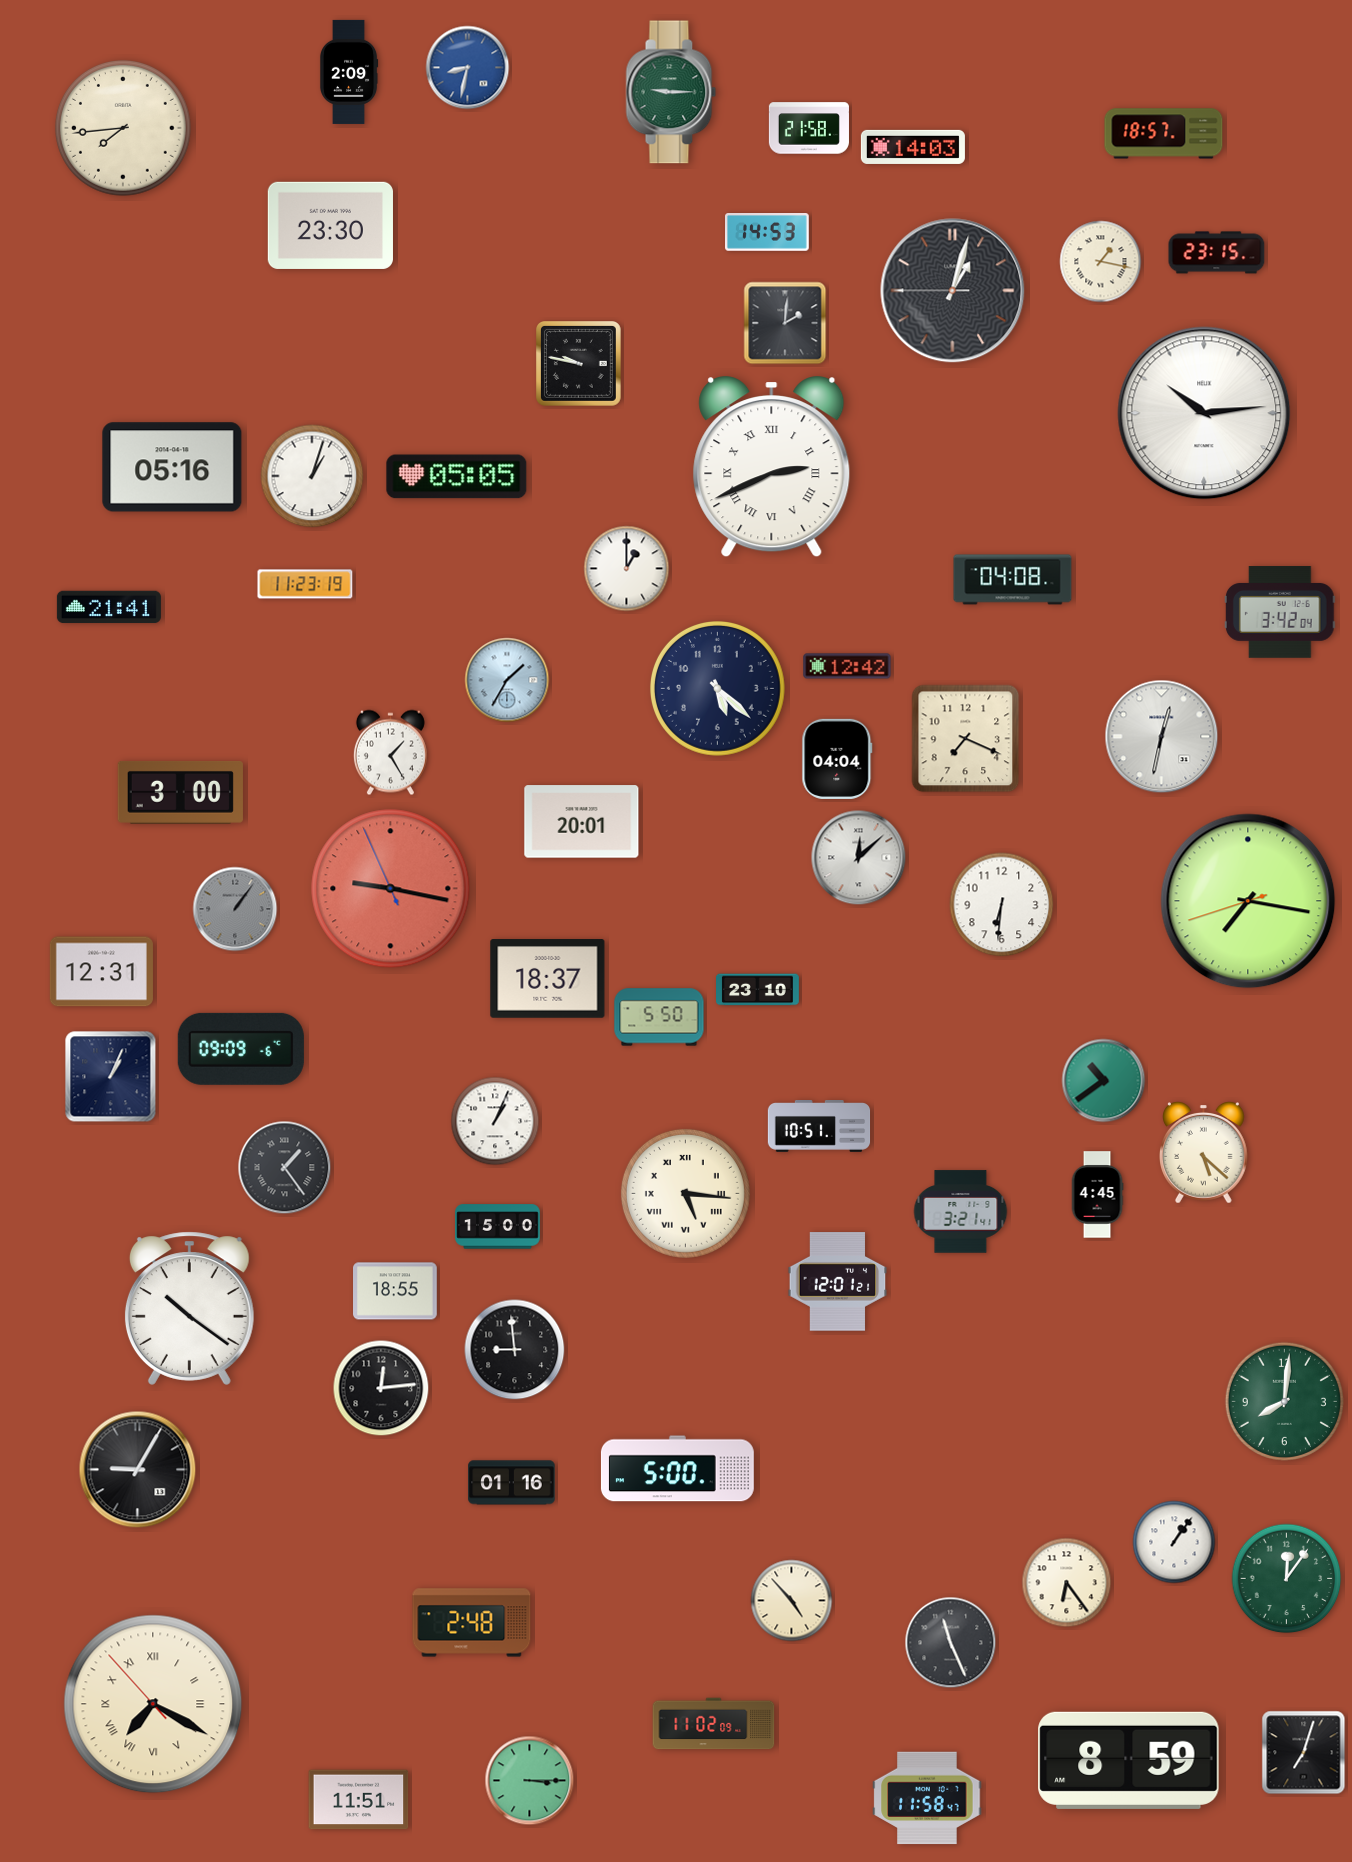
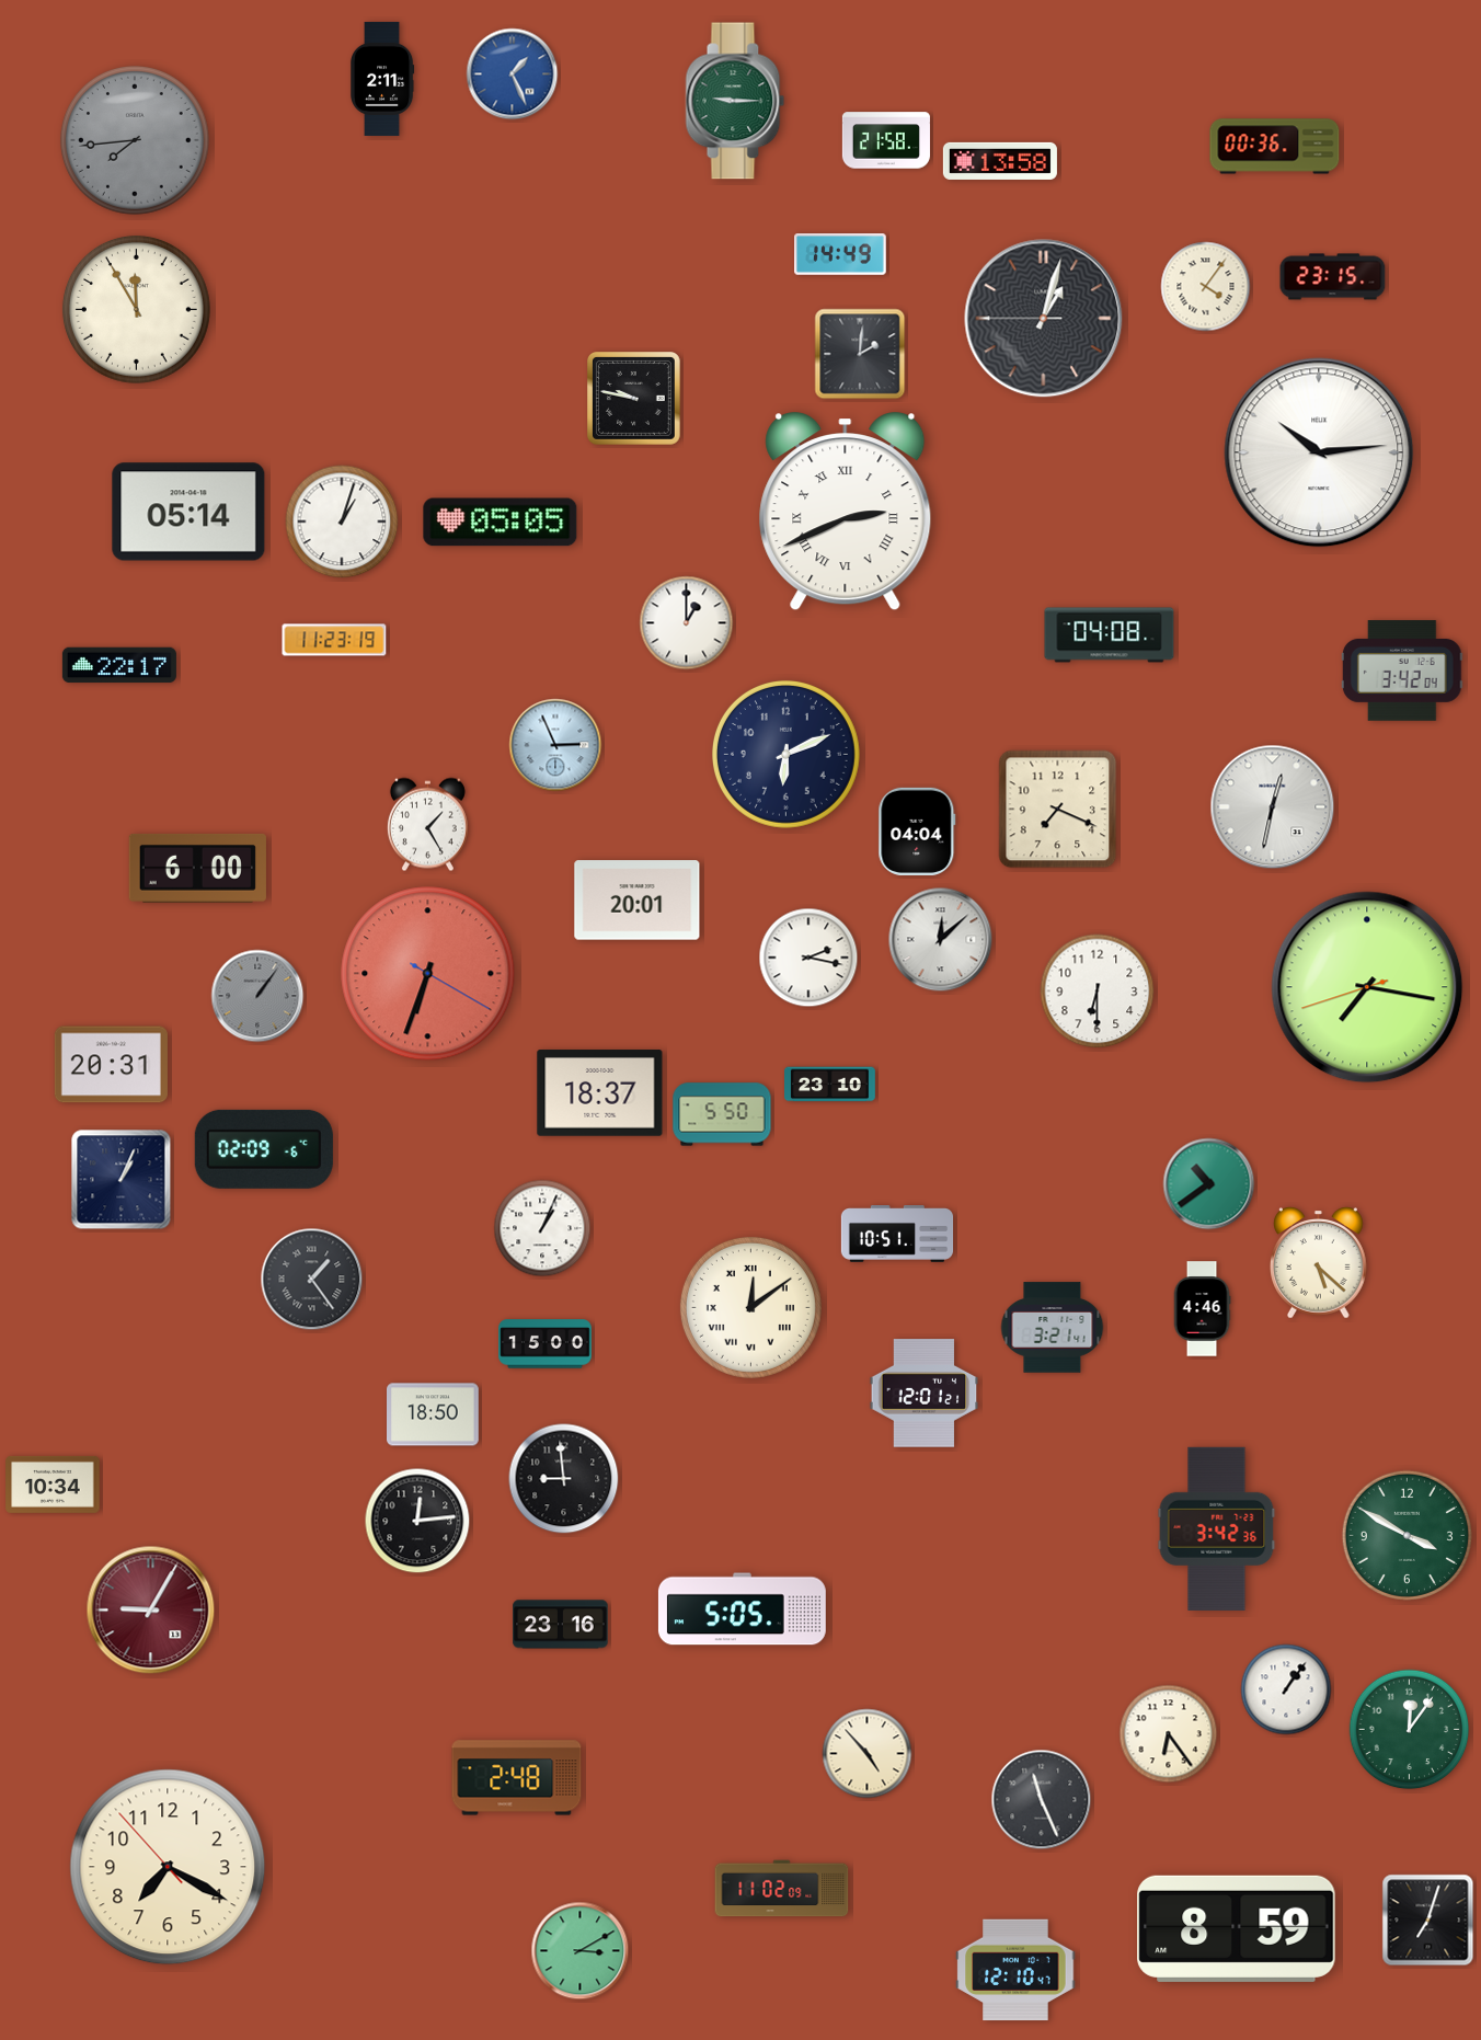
clock at (468, 68): 8:32 -> 1:26
clock at (349, 72): 2:09 -> 2:11
clock at (123, 128) dial: cream -> grey
clock at (1164, 134): 18:57 -> 00:36
clock at (913, 147): 14:03 -> 13:58
clock at (330, 225): 23:30 -> none
clock at (768, 232): 14:53 -> 14:49
clock at (1101, 262): 1:17 -> 4:06
clock at (136, 309): none -> 11:55
clock at (172, 467): 05:16 -> 05:14
clock at (109, 607): 21:41 -> 22:17
clock at (847, 666): 12:42 -> none
clock at (507, 680): 1:35 -> 2:56
clock at (717, 688): 5:22 -> 6:11
clock at (180, 792): 3:00 -> 6:00
clock at (808, 958): none -> 2:17
clock at (391, 889): 9:16 -> 6:33
clock at (1002, 905): 6:31 -> 6:30
clock at (101, 972): 12:31 -> 20:31
clock at (548, 979) position: (548, 979) -> (600, 1093)
clock at (241, 1049): 09:09 -> 02:09
clock at (685, 1193): 5:16 -> 12:09
clock at (1097, 1195): 4:45 -> 4:46
clock at (838, 1282) position: (838, 1282) -> (925, 1394)
clock at (396, 1291): 18:55 -> 18:50
clock at (189, 1308): 10:21 -> none
clock at (53, 1485): none -> 10:34
clock at (1217, 1528): none -> 3:42
clock at (1284, 1401): 8:01 -> 3:50
clock at (677, 1469): 5:00 -> 5:05
clock at (138, 1470) dial: black -> burgundy
clock at (512, 1483): 01:16 -> 23:16
clock at (153, 1704) numerals: Roman -> Arabic
clock at (530, 1781): 3:15 -> 3:10
clock at (927, 1798): 11:58 -> 12:10
clock at (359, 1800): 11:51 -> none
